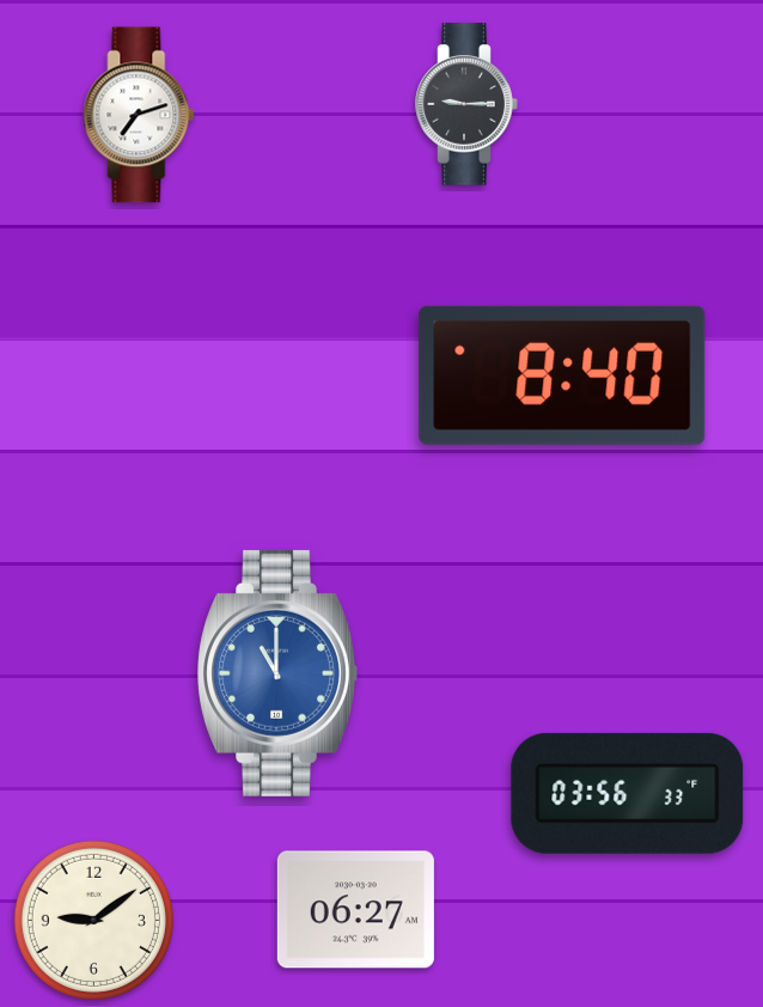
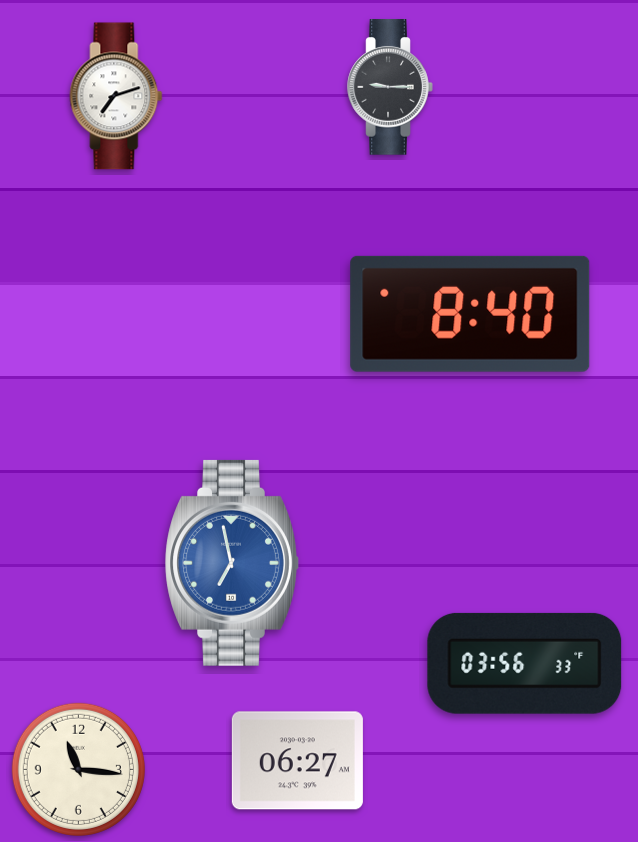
clock at (277, 673): 11:00 -> 6:58
clock at (93, 920): 9:09 -> 11:16
